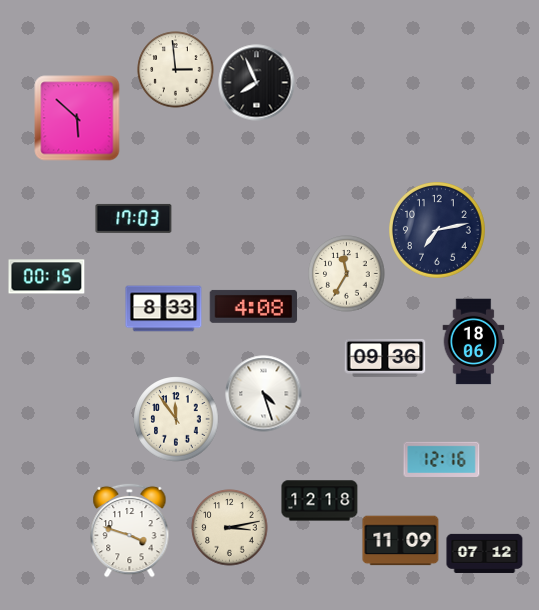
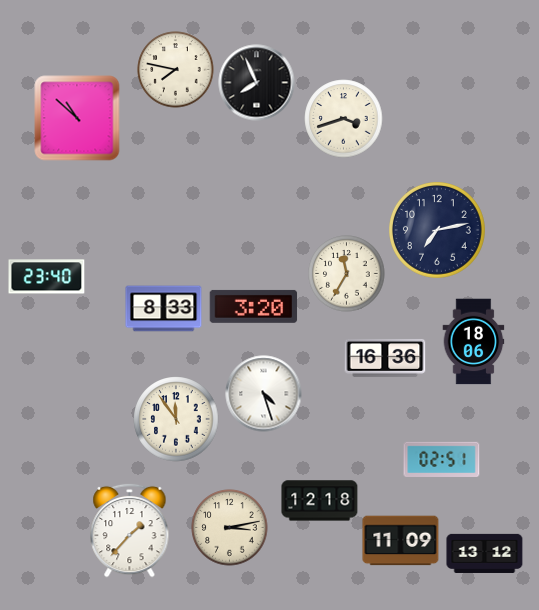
clock at (176, 70): 2:59 -> 7:47
clock at (77, 118): 5:52 -> 10:52
clock at (344, 119): none -> 3:42
clock at (134, 218): 17:03 -> none
clock at (47, 277): 00:15 -> 23:40
clock at (254, 306): 4:08 -> 3:20
clock at (385, 358): 09:36 -> 16:36
clock at (442, 459): 12:16 -> 02:51
clock at (130, 530): 3:48 -> 1:37
clock at (485, 553): 07:12 -> 13:12
